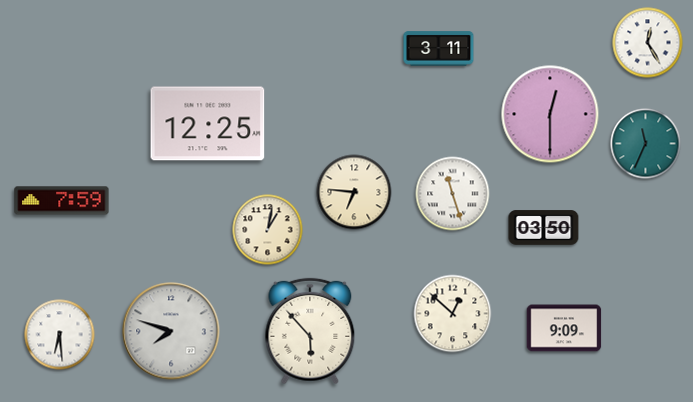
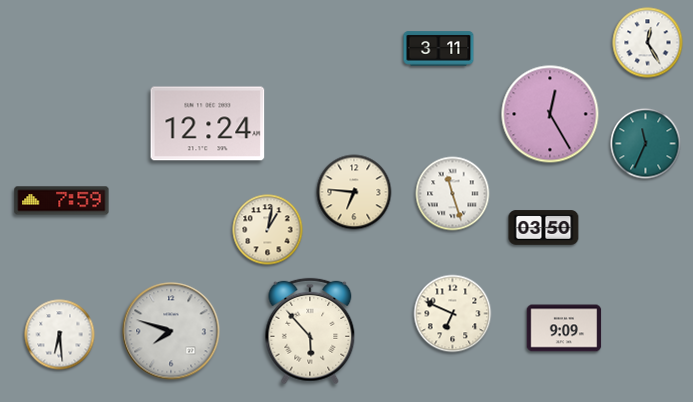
clock at (550, 114): 12:30 -> 12:25
clock at (208, 124): 12:25 -> 12:24
clock at (453, 314): 12:52 -> 6:49
